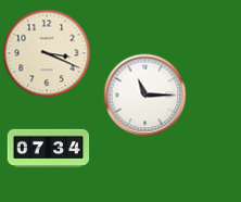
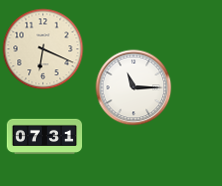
clock at (47, 53): 3:19 -> 6:19
clock at (49, 149): 07:34 -> 07:31
